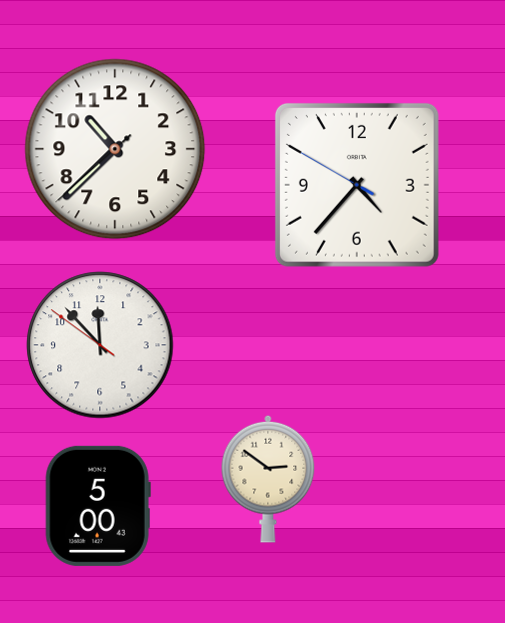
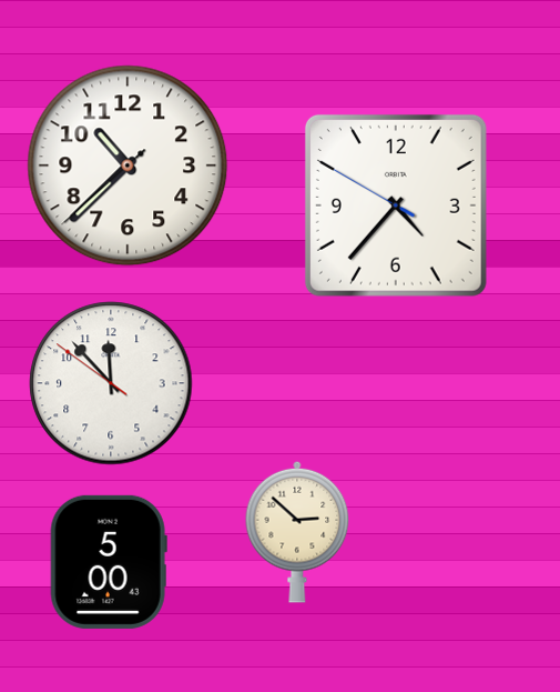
clock at (268, 479): 2:51 -> 2:52
